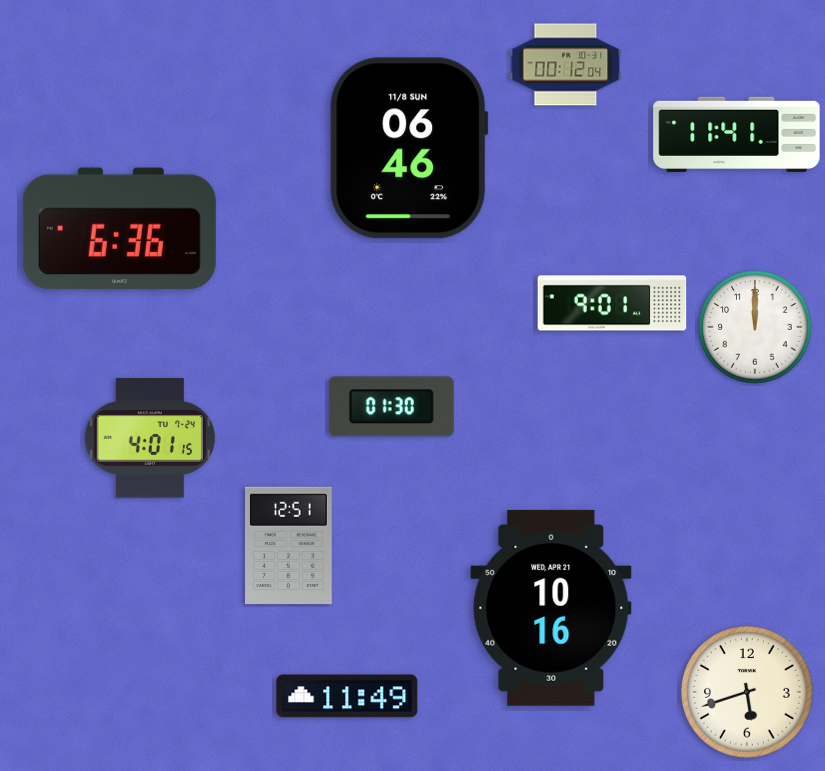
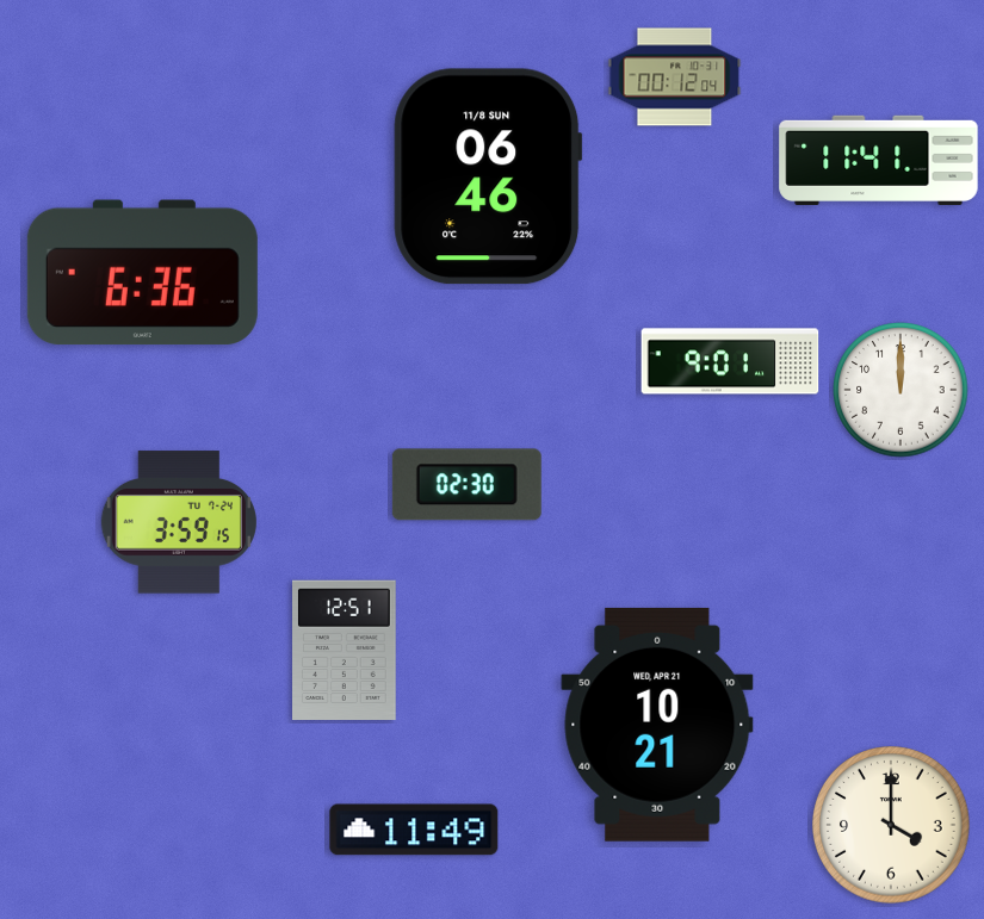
clock at (391, 407): 01:30 -> 02:30
clock at (150, 438): 4:01 -> 3:59
clock at (551, 608): 10:16 -> 10:21
clock at (747, 692): 5:42 -> 4:00
